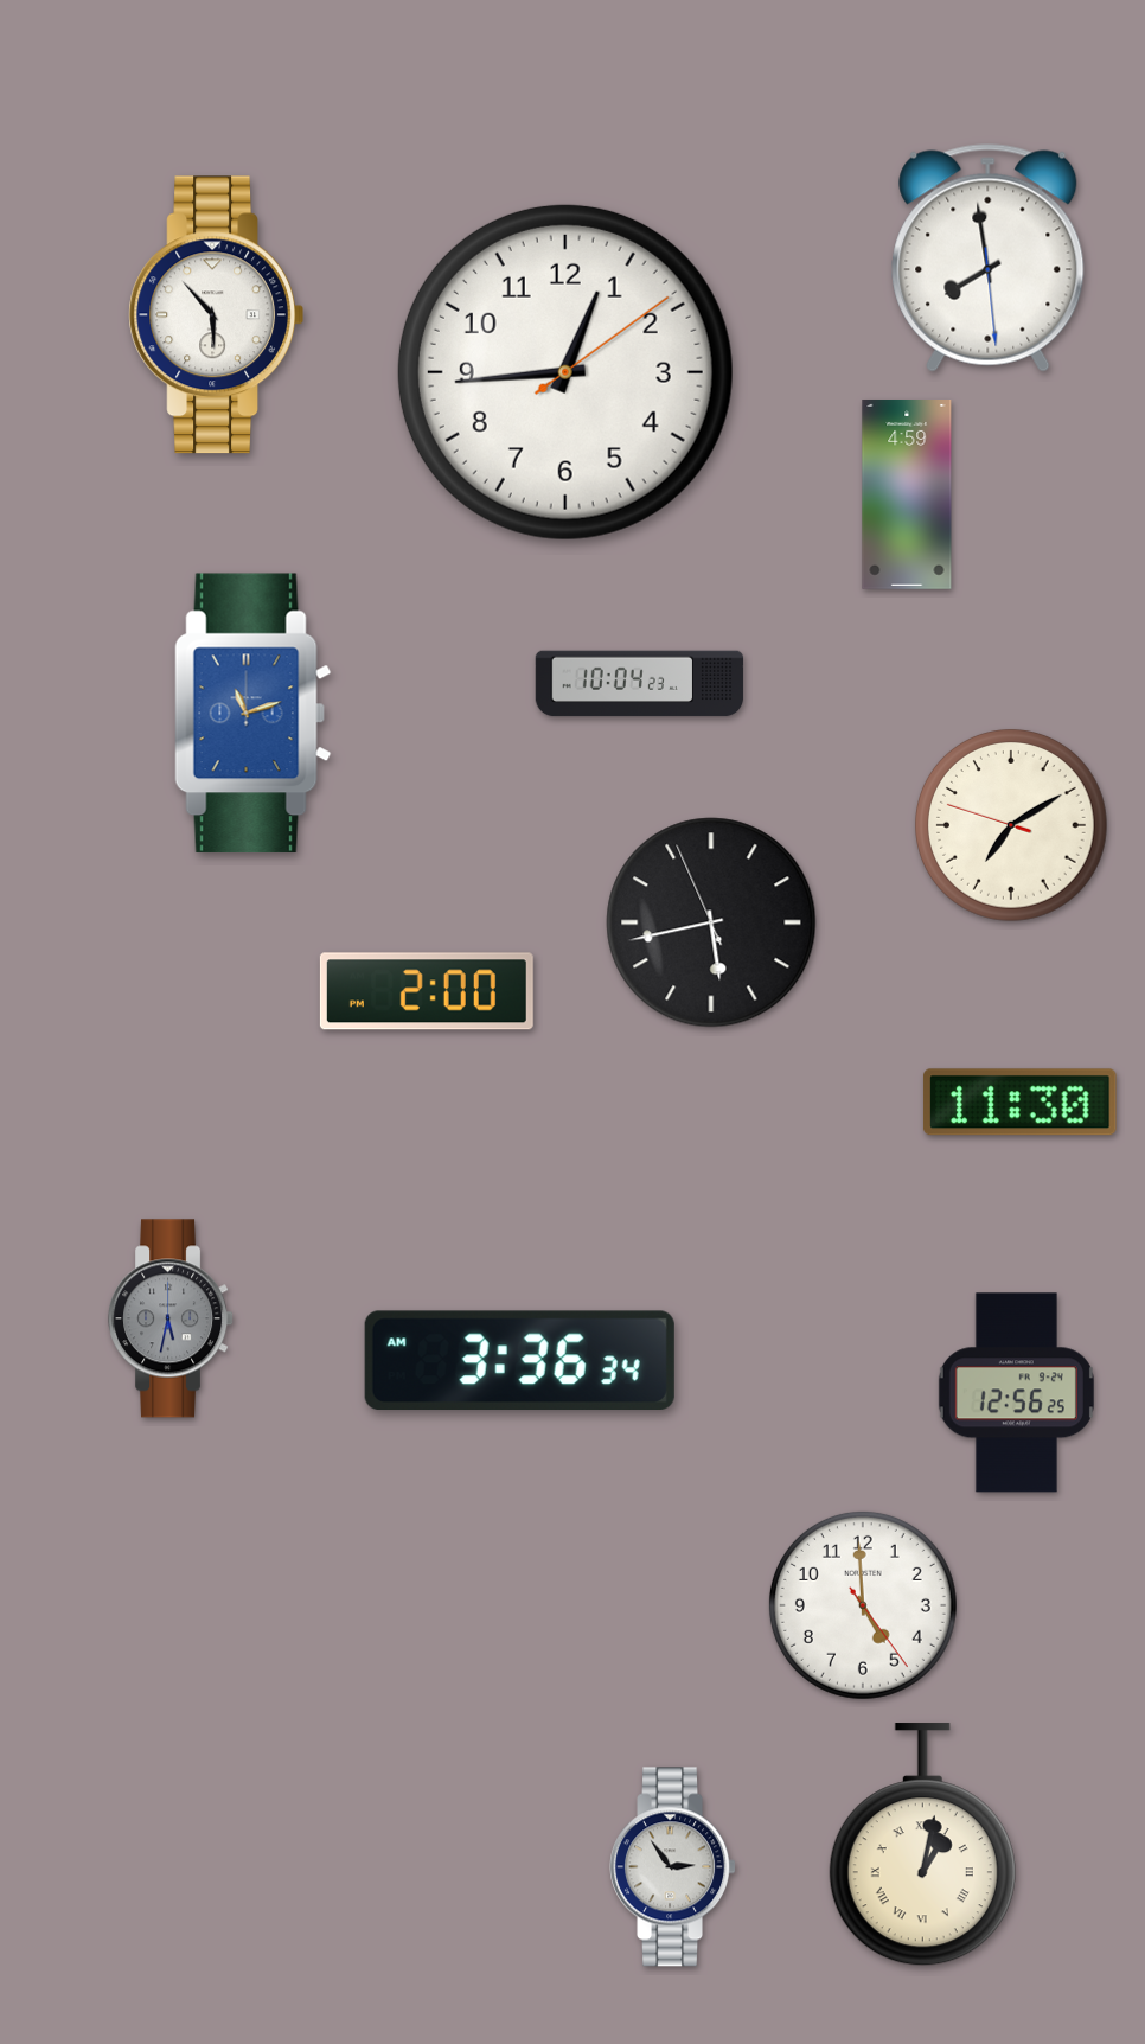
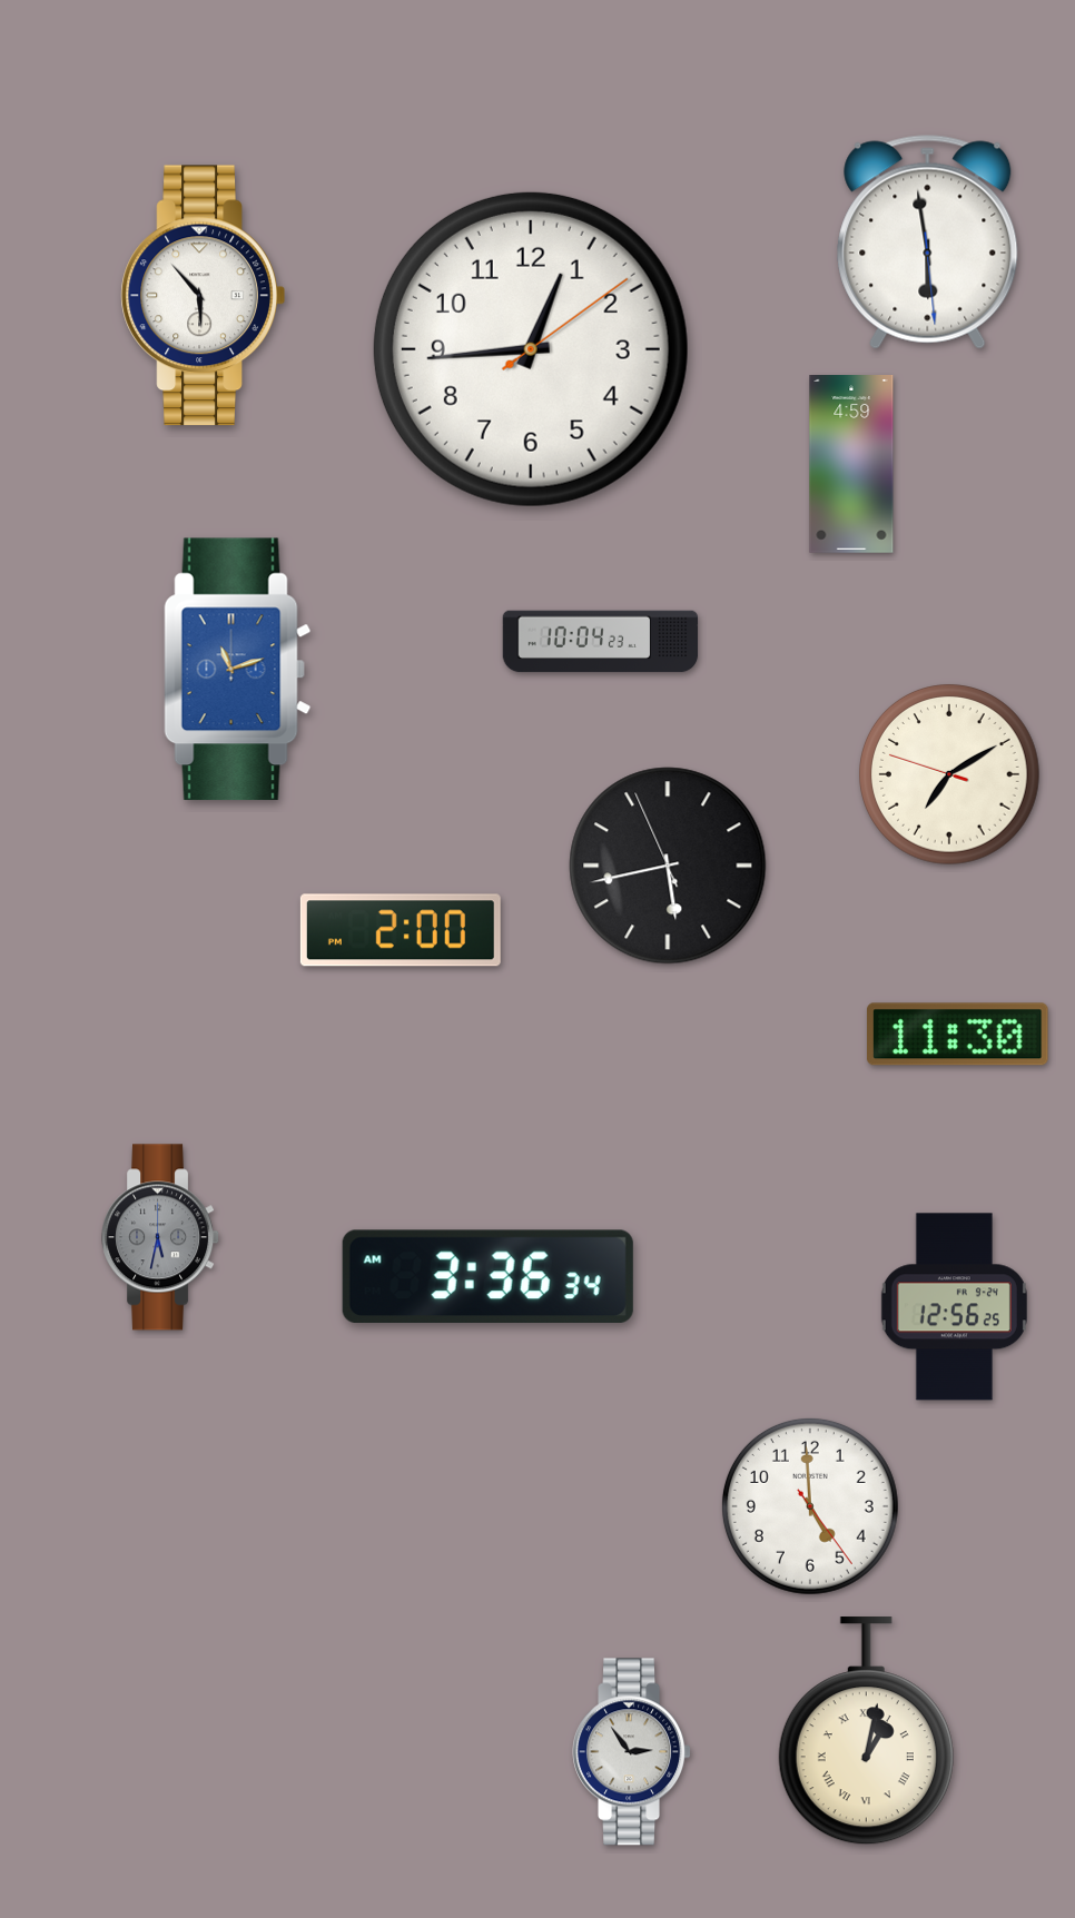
clock at (989, 257): 7:58 -> 5:58
